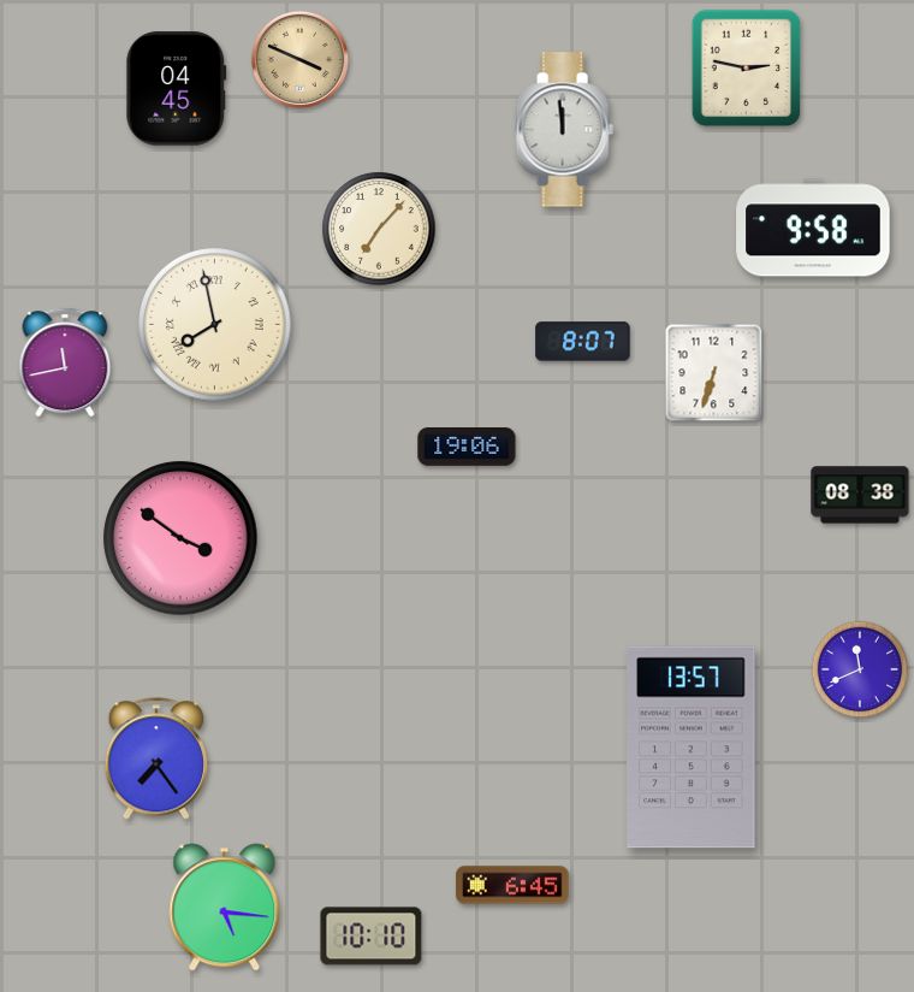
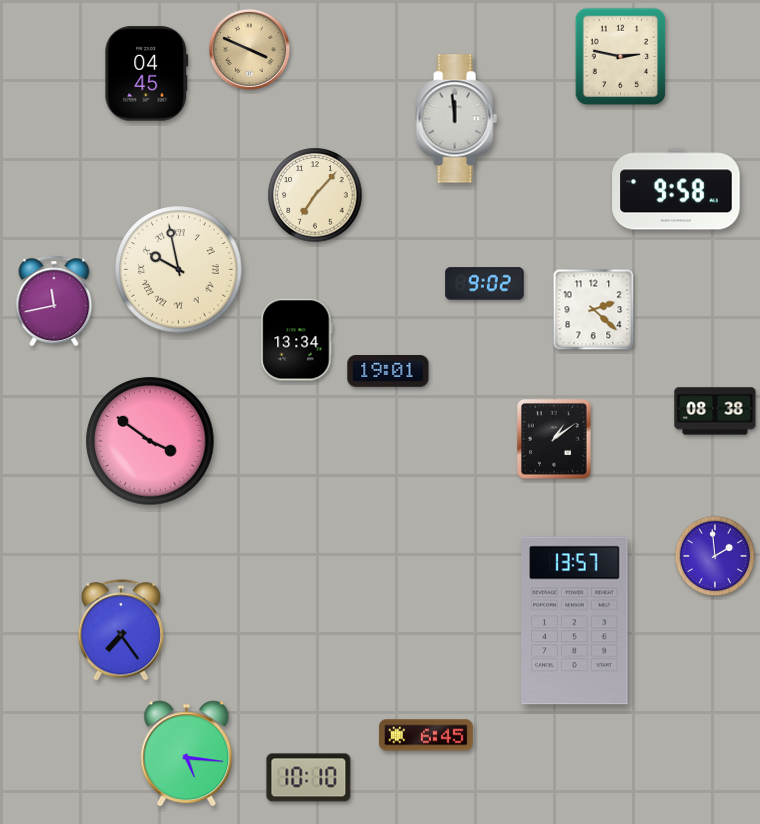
clock at (564, 130) position: (564, 130) -> (456, 119)
clock at (379, 229) position: (379, 229) -> (315, 195)
clock at (215, 325): 7:58 -> 9:58
clock at (583, 342): 8:07 -> 9:02
clock at (714, 373): 6:33 -> 2:22
clock at (297, 340): none -> 13:34
clock at (467, 448): 19:06 -> 19:01
clock at (554, 439): none -> 1:09
clock at (180, 538) position: (180, 538) -> (150, 441)
clock at (860, 669): 11:41 -> 1:59
clock at (155, 758) position: (155, 758) -> (120, 630)
